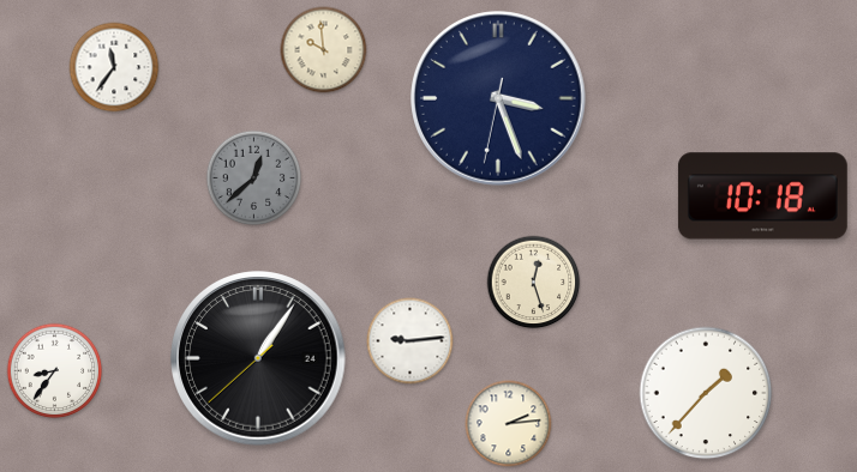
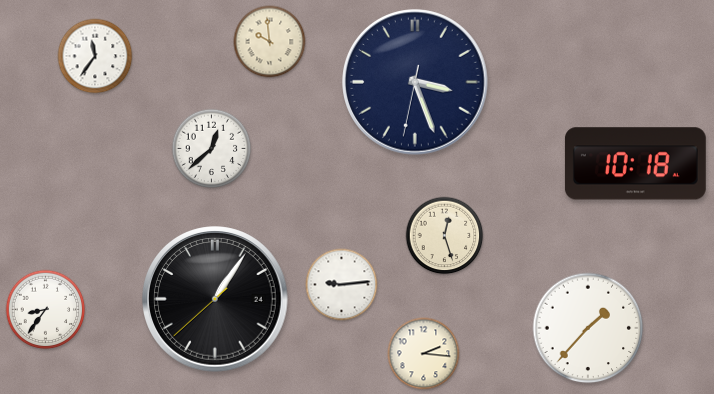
clock at (254, 178) dial: grey -> white
clock at (509, 424): 2:14 -> 2:16
